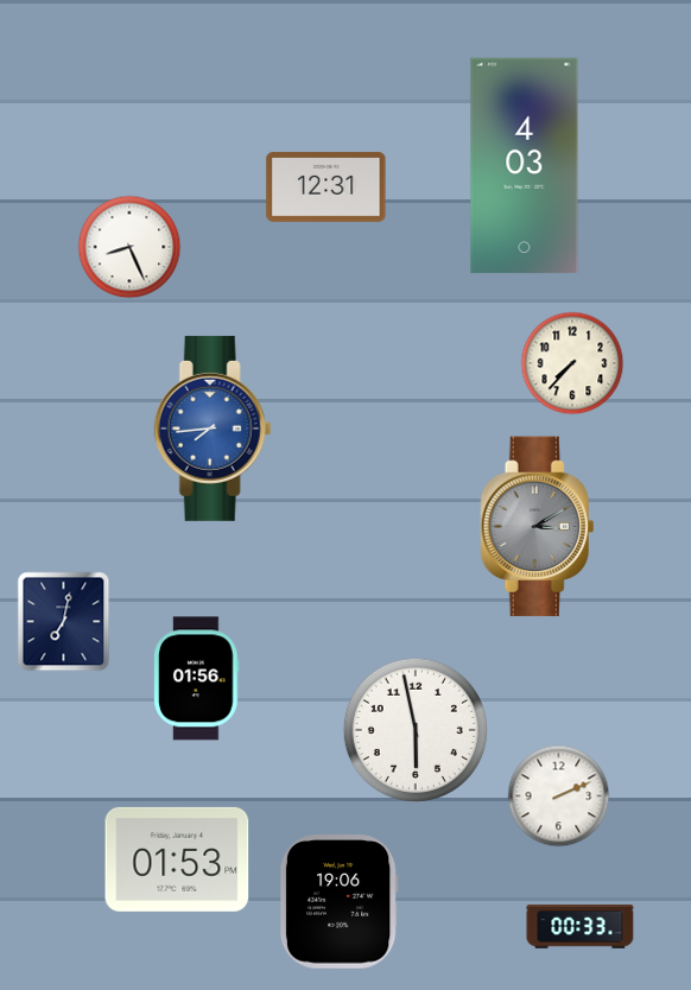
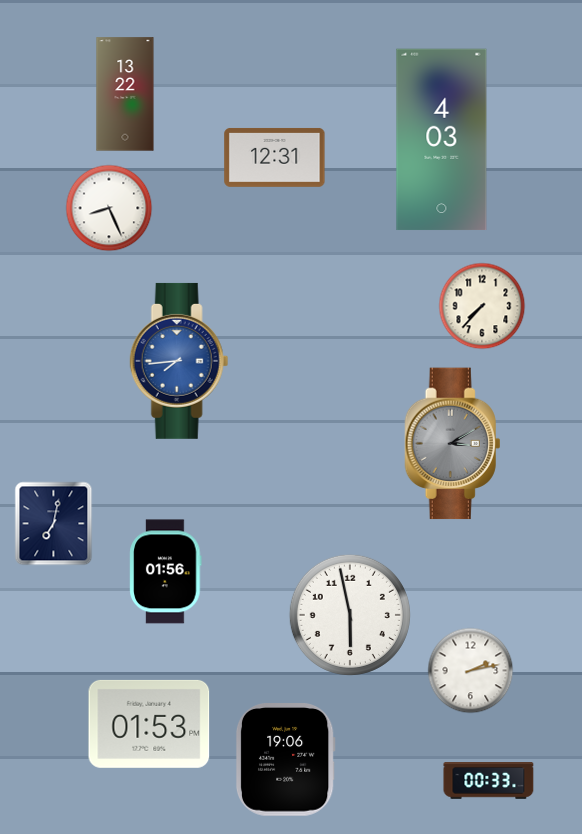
clock at (125, 94): none -> 13:22
clock at (559, 797): 2:11 -> 2:13
